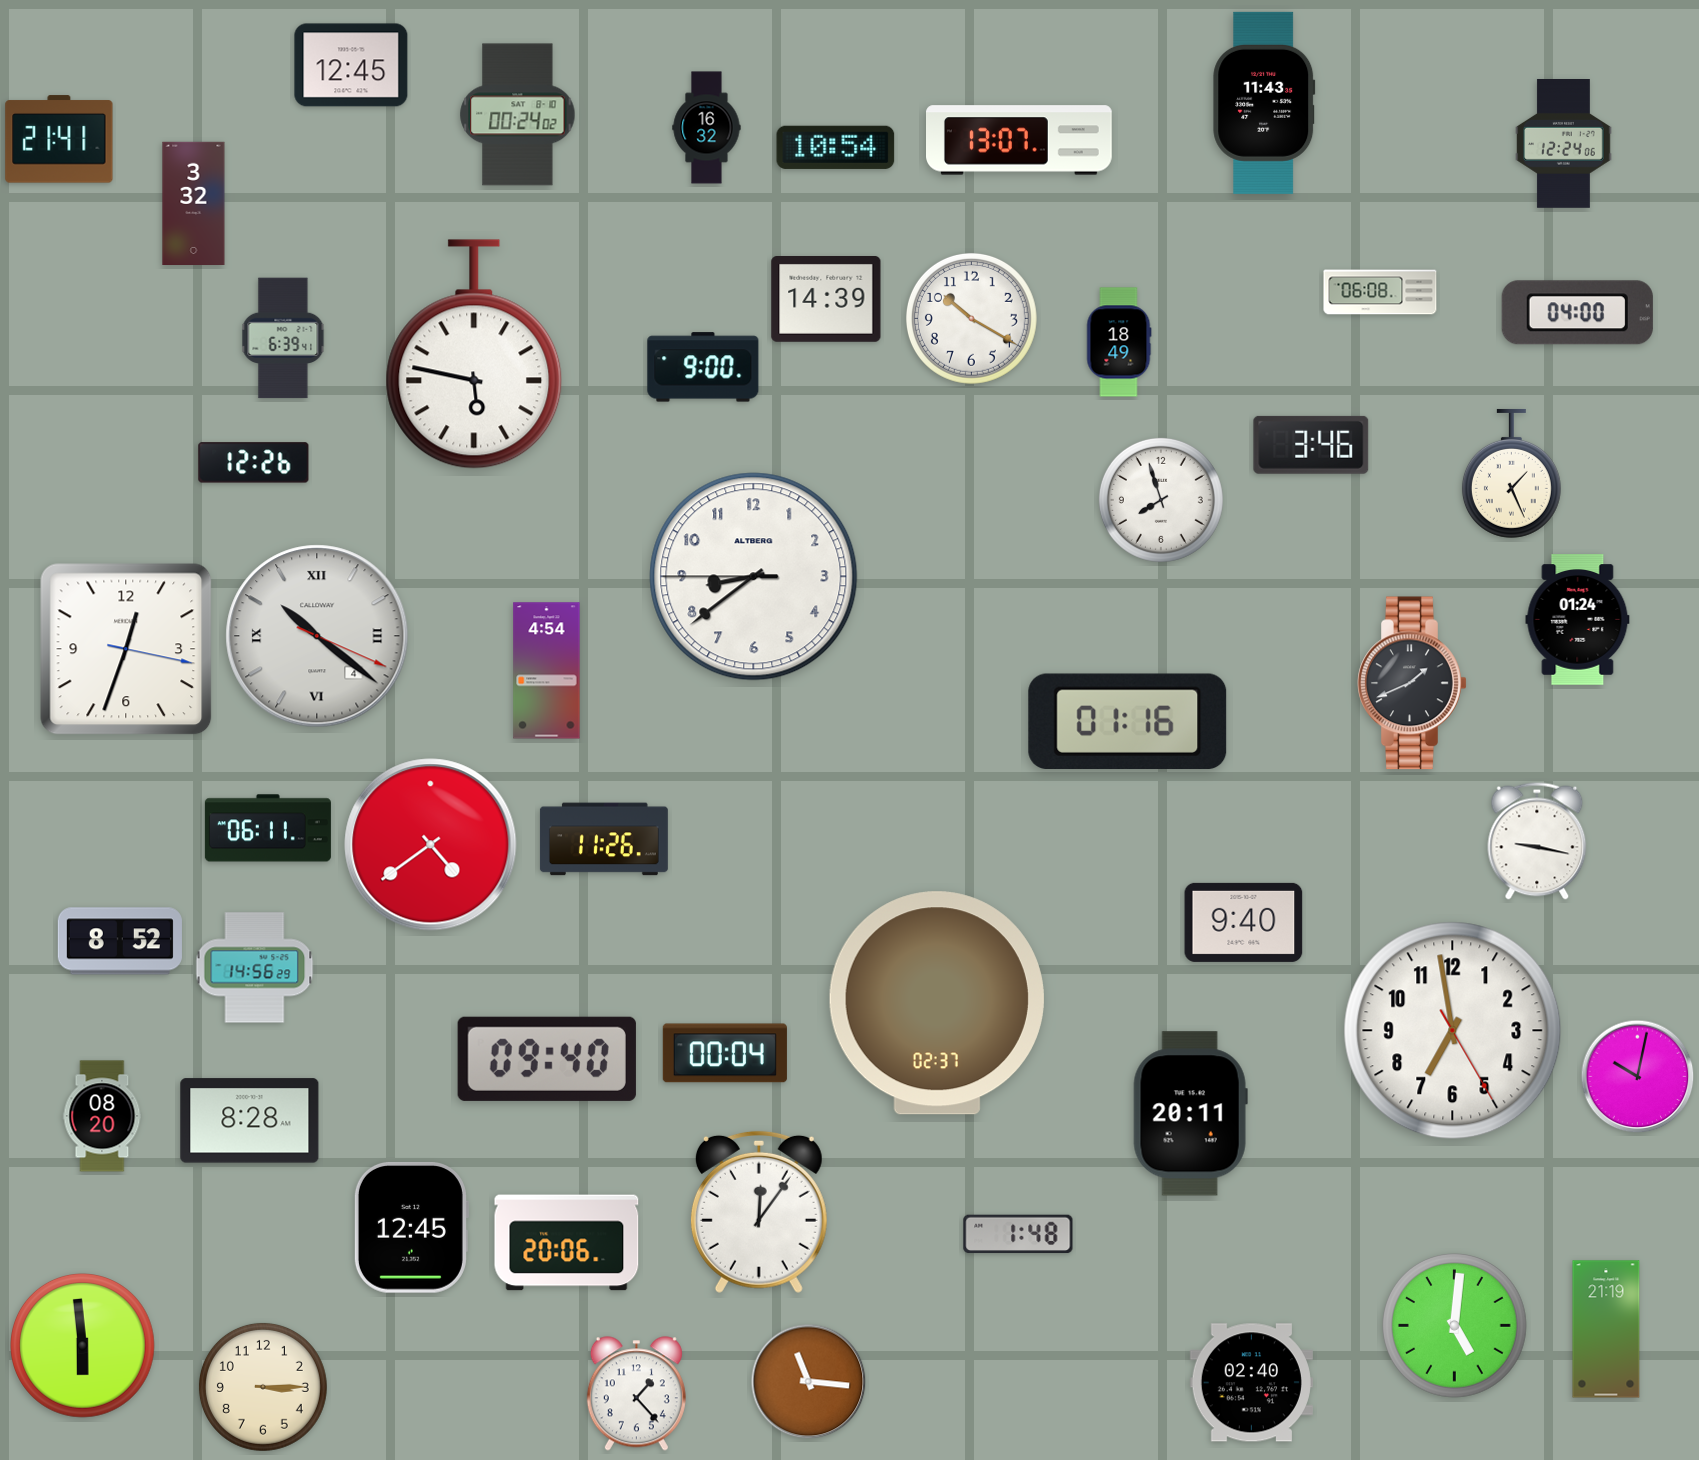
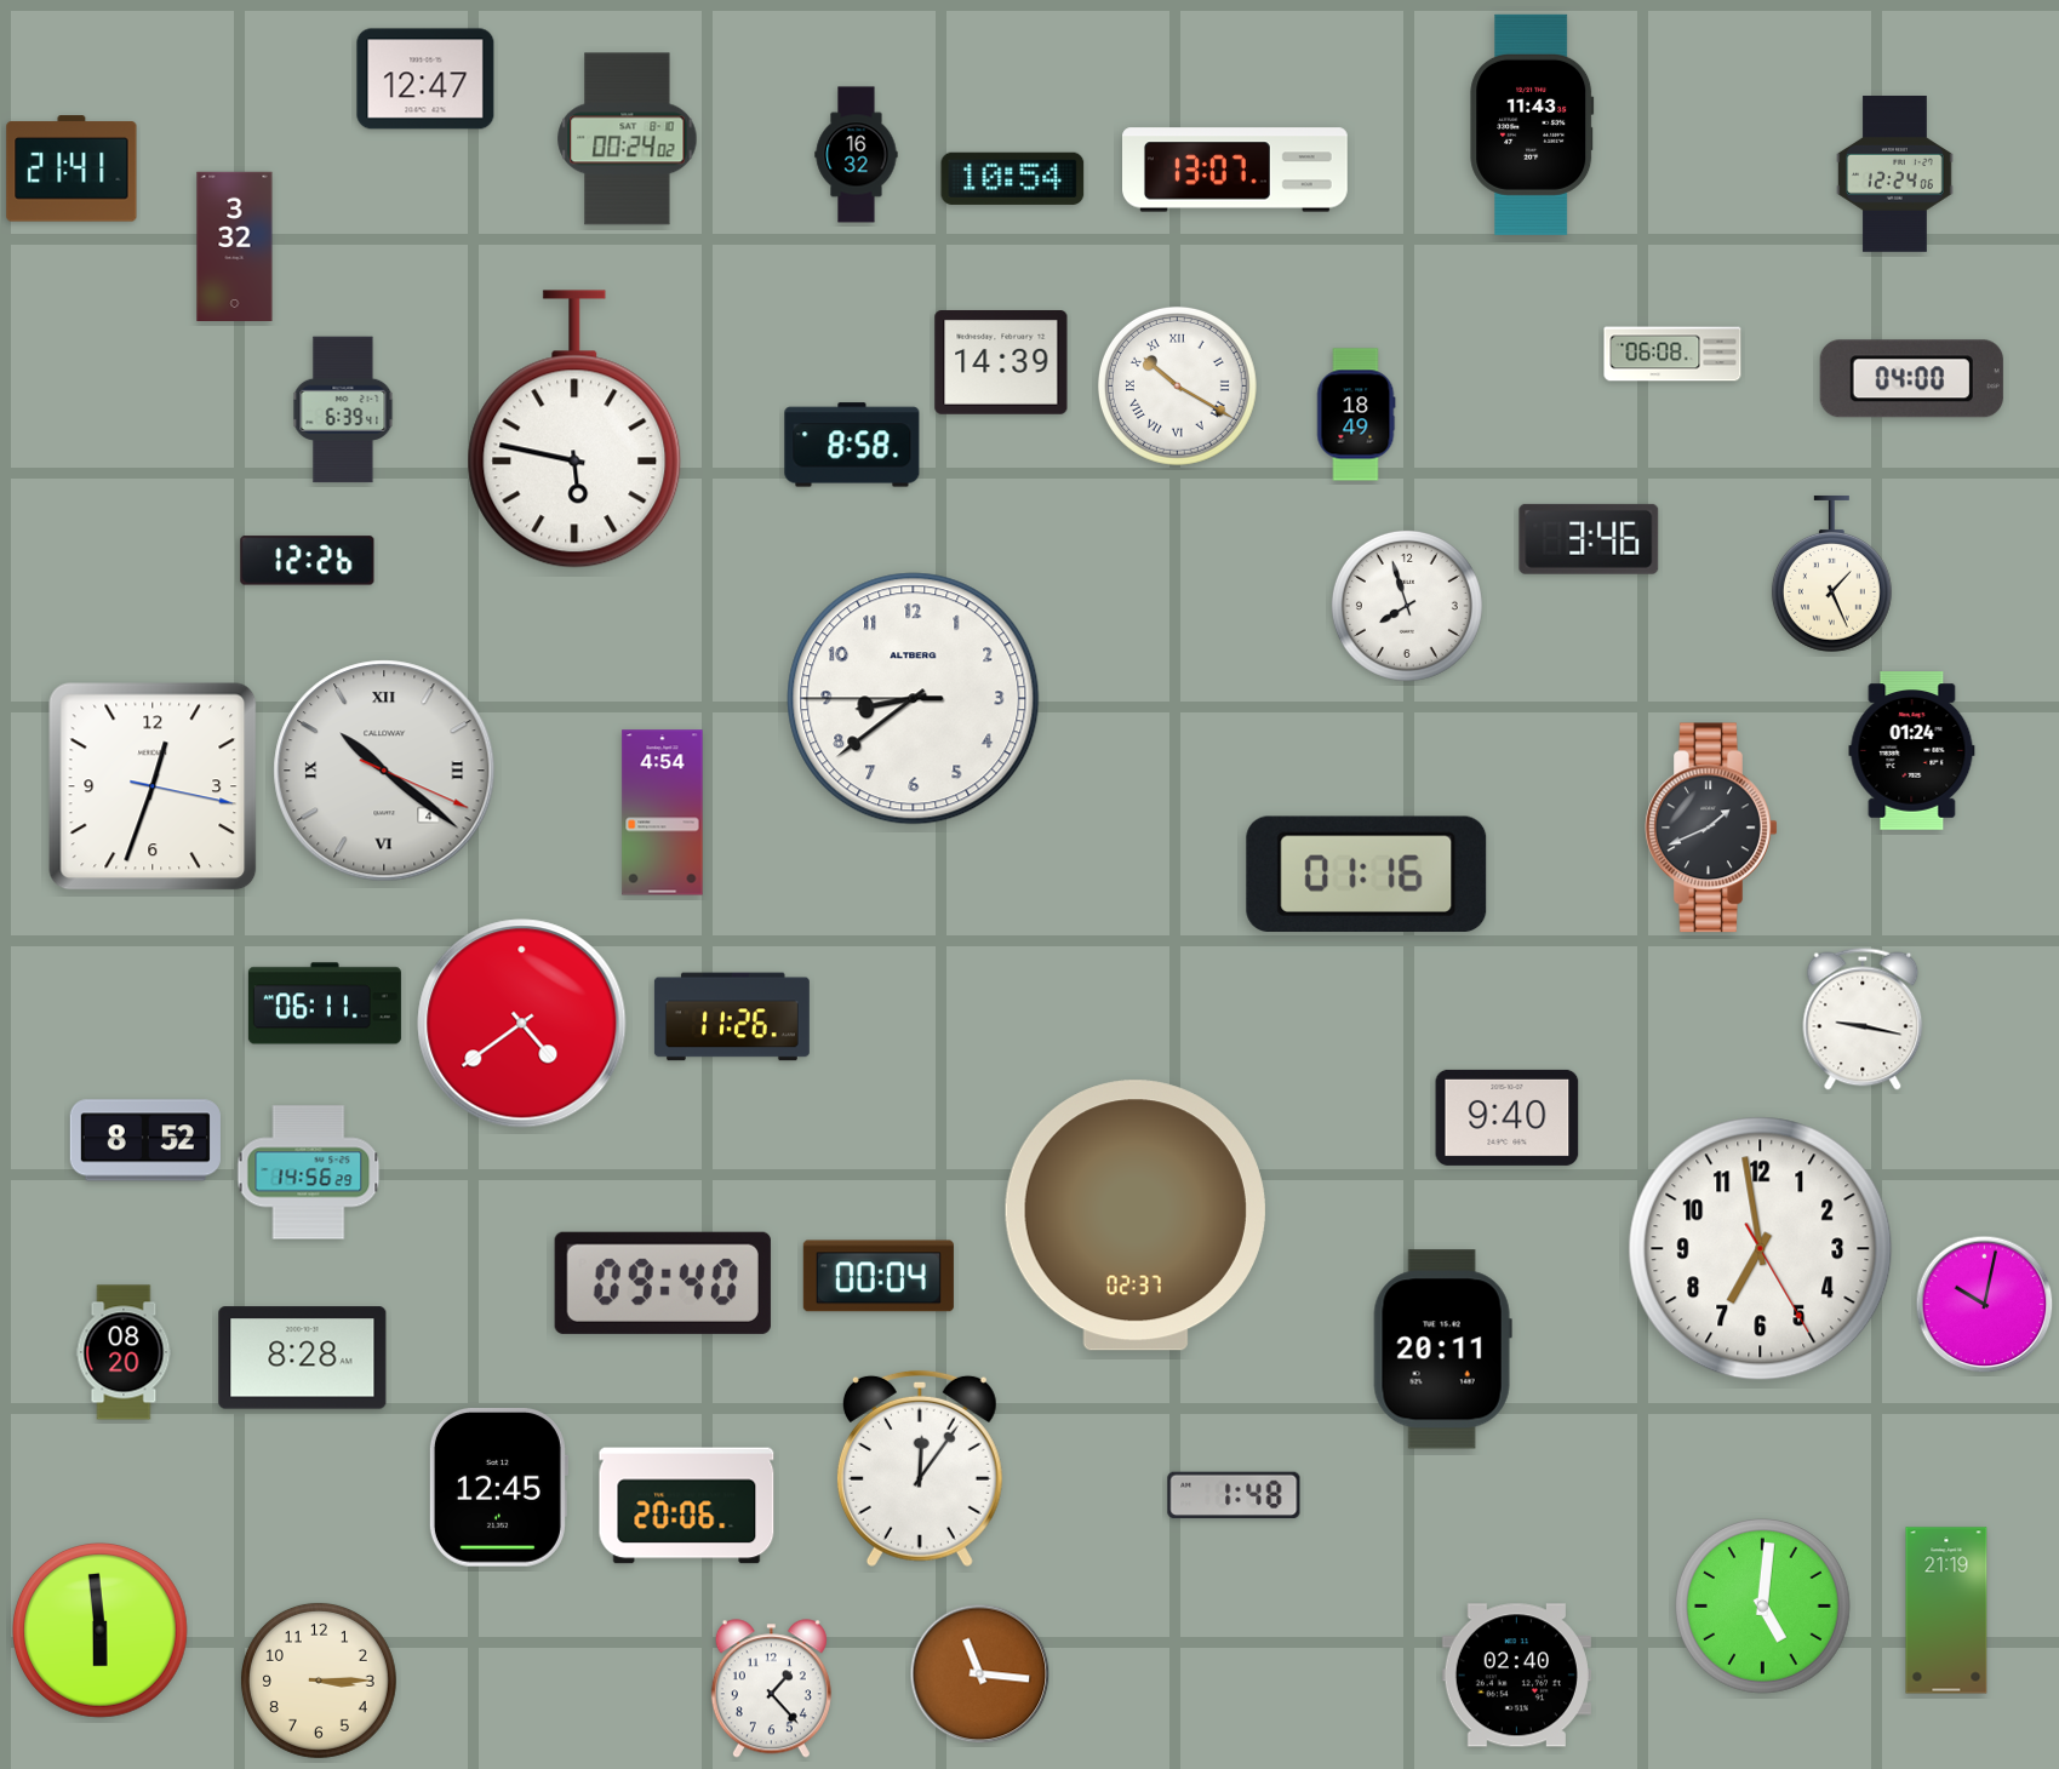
clock at (351, 65): 12:45 -> 12:47
clock at (971, 318) numerals: Arabic -> Roman
clock at (703, 367): 9:00 -> 8:58
